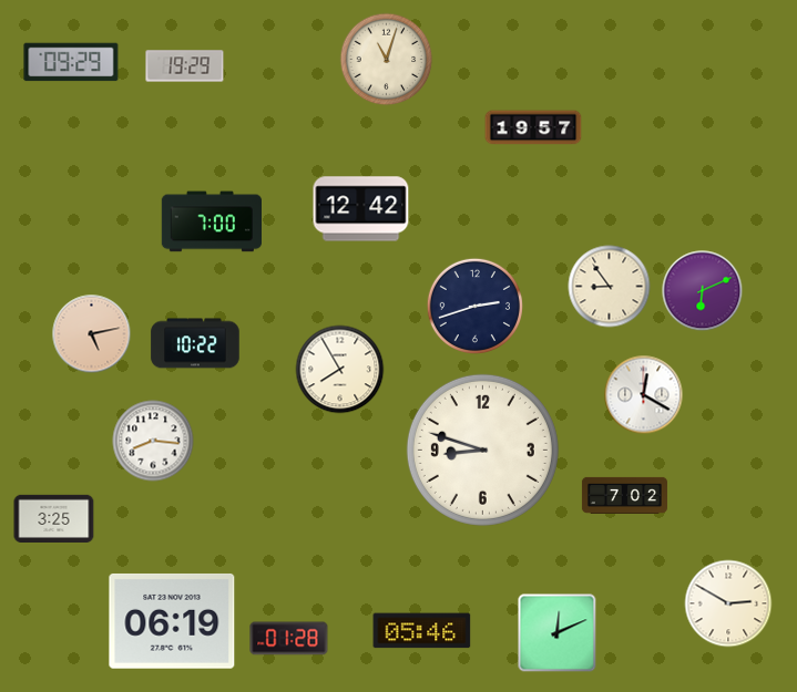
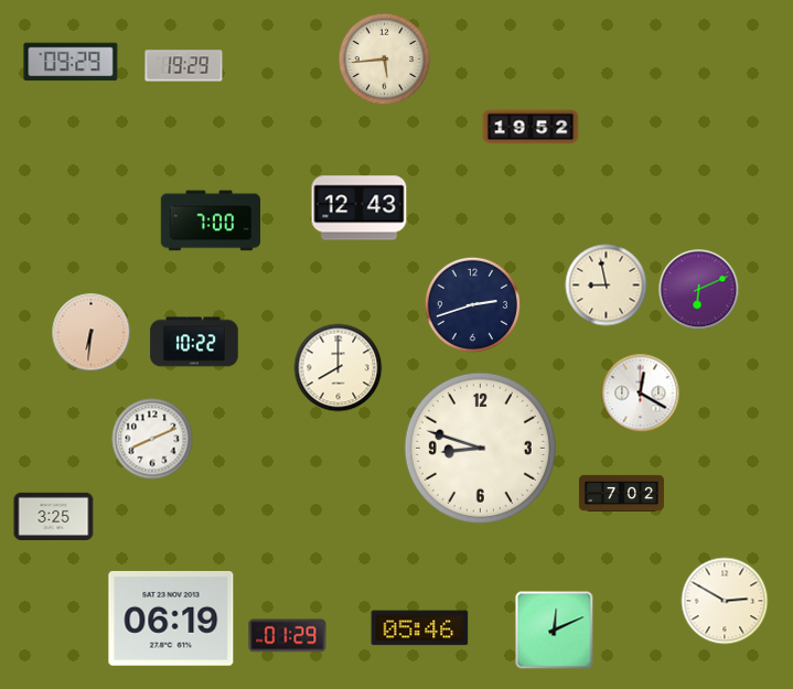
clock at (387, 60): 11:03 -> 5:44
clock at (533, 127): 19:57 -> 19:52
clock at (361, 209): 12:42 -> 12:43
clock at (610, 287): 8:54 -> 8:58
clock at (92, 334): 5:13 -> 6:31
clock at (340, 370): 7:55 -> 8:00
clock at (153, 441): 8:16 -> 8:11
clock at (289, 639): 01:28 -> 01:29
